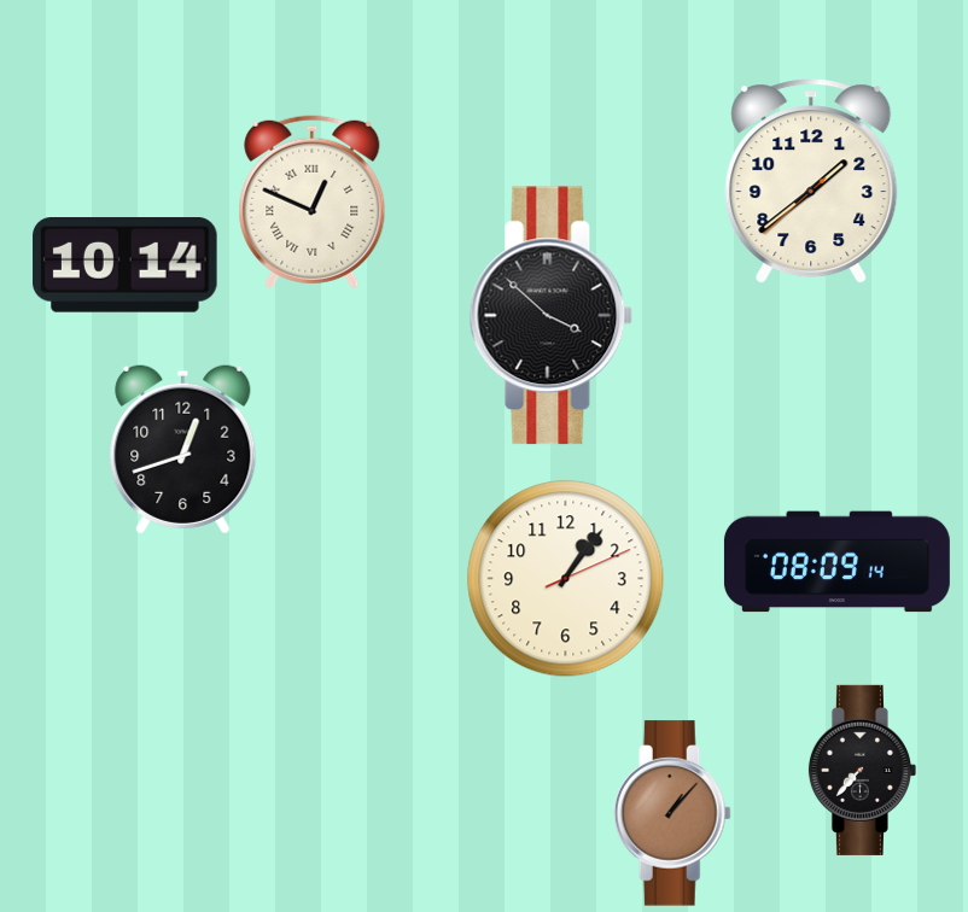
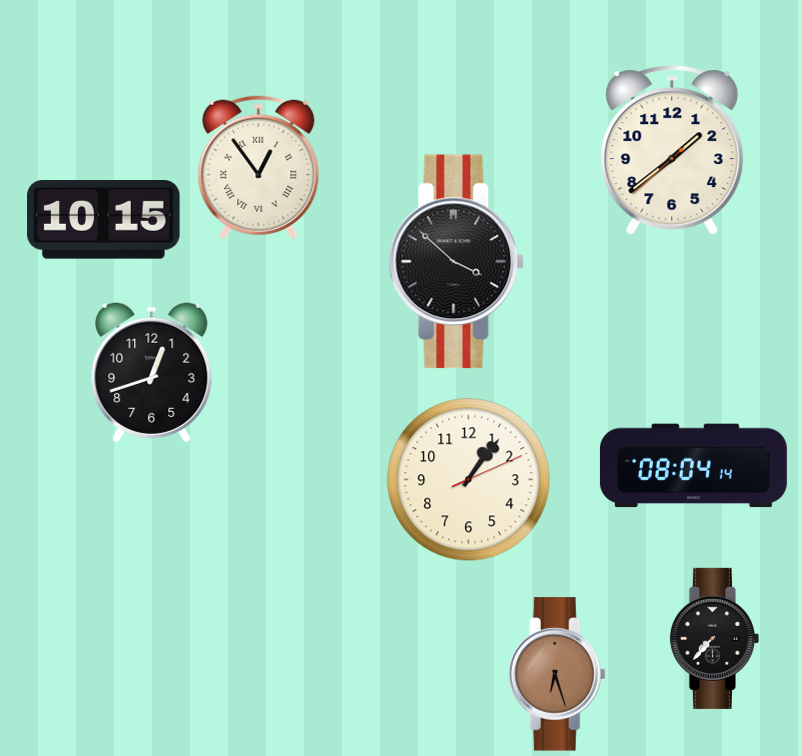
clock at (313, 203): 12:49 -> 12:54
clock at (126, 265): 10:14 -> 10:15
clock at (836, 562): 08:09 -> 08:04
clock at (672, 813): 1:07 -> 6:27
